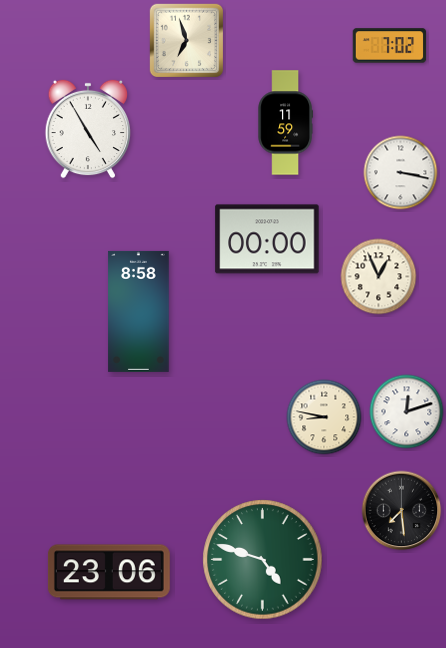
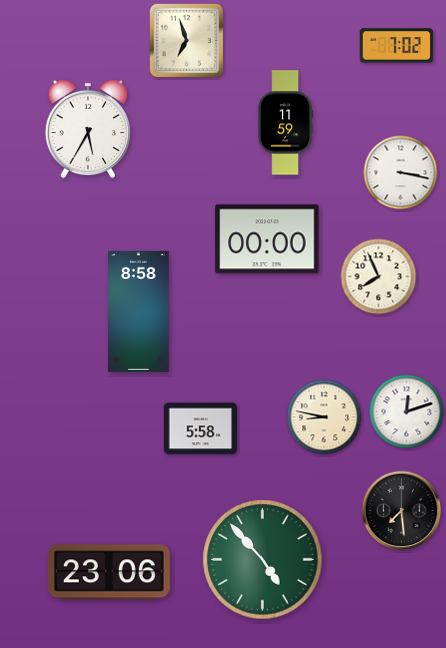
clock at (390, 46) position: (390, 46) -> (397, 46)
clock at (87, 129): 4:55 -> 5:35
clock at (379, 277): 12:56 -> 7:56
clock at (201, 429): none -> 5:58
clock at (263, 560): 4:48 -> 4:53
